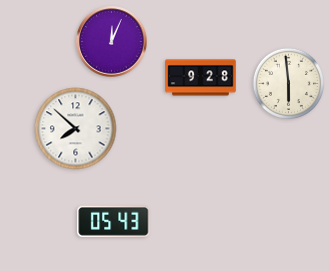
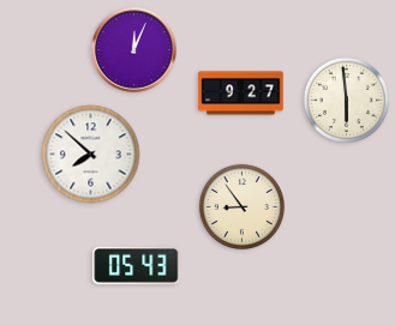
clock at (201, 78): 9:28 -> 9:27
clock at (241, 206): none -> 8:54
